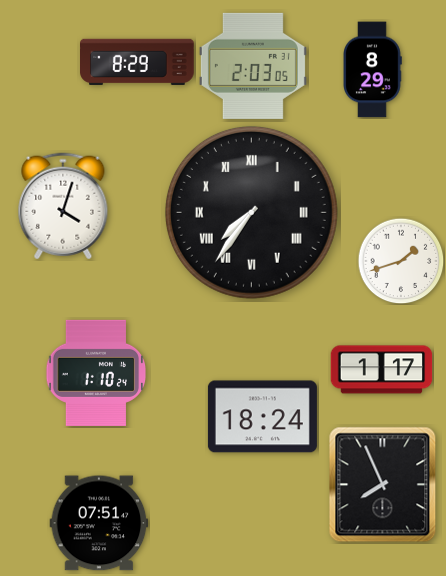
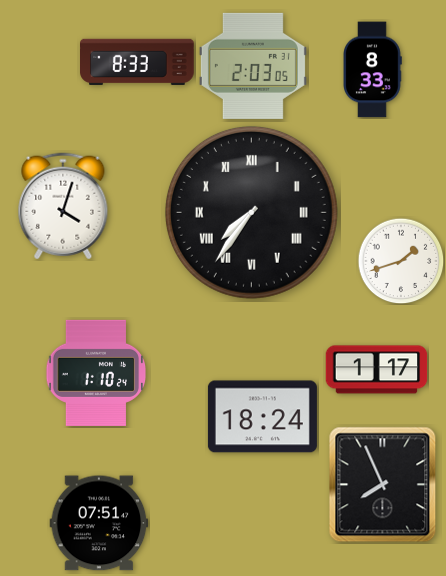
clock at (137, 62): 8:29 -> 8:33
clock at (373, 70): 8:29 -> 8:33
clock at (382, 370) position: (382, 370) -> (377, 370)
